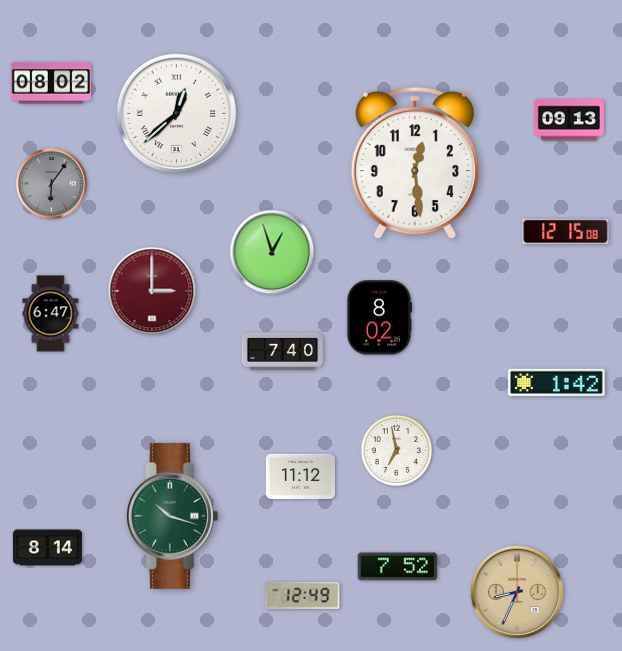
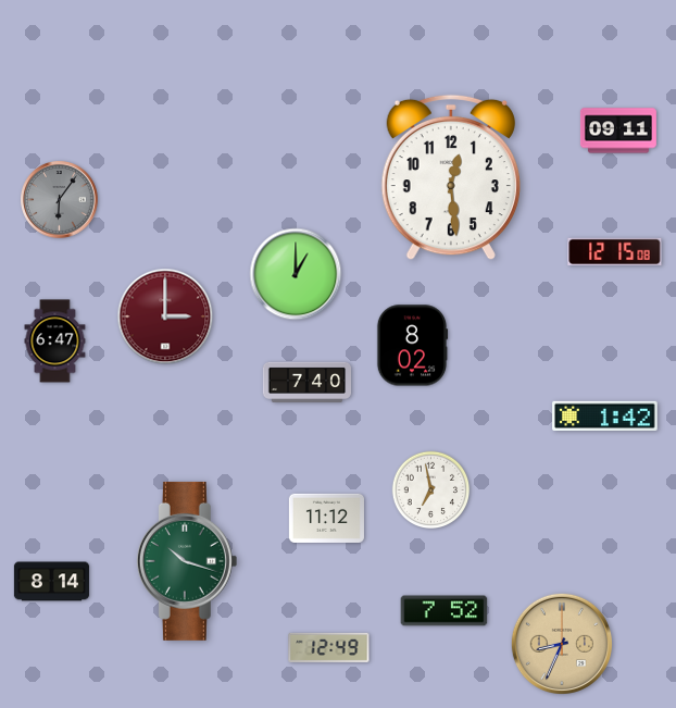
clock at (51, 83): 08:02 -> none
clock at (176, 113): 12:38 -> none
clock at (569, 120): 09:13 -> 09:11
clock at (52, 184) position: (52, 184) -> (60, 200)
clock at (272, 252): 12:57 -> 1:00
clock at (47, 548) position: (47, 548) -> (51, 582)
clock at (398, 567) position: (398, 567) -> (445, 611)
